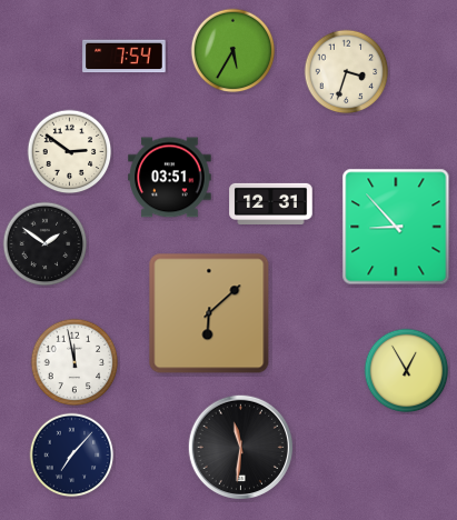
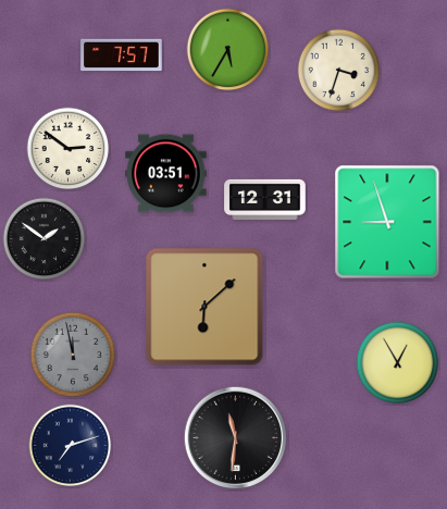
clock at (125, 57): 7:54 -> 7:57
clock at (396, 227): 8:53 -> 8:57
clock at (74, 362) dial: white -> grey
clock at (72, 456): 7:07 -> 7:12
